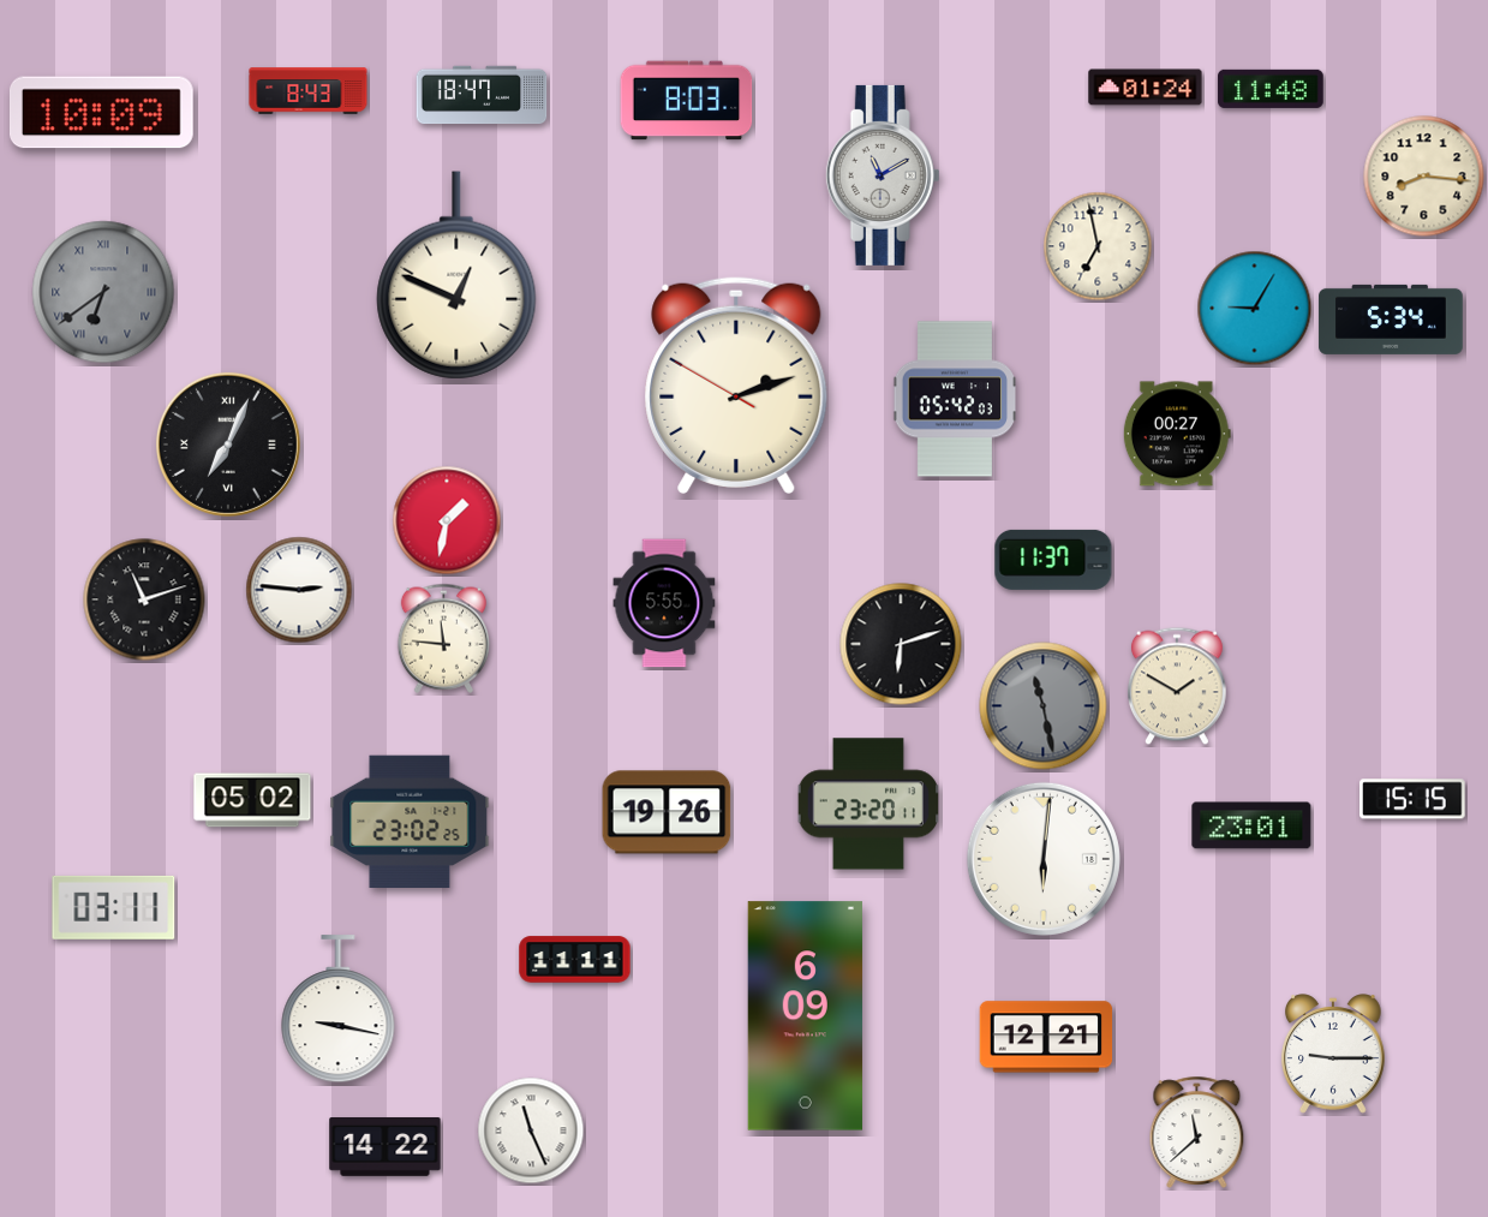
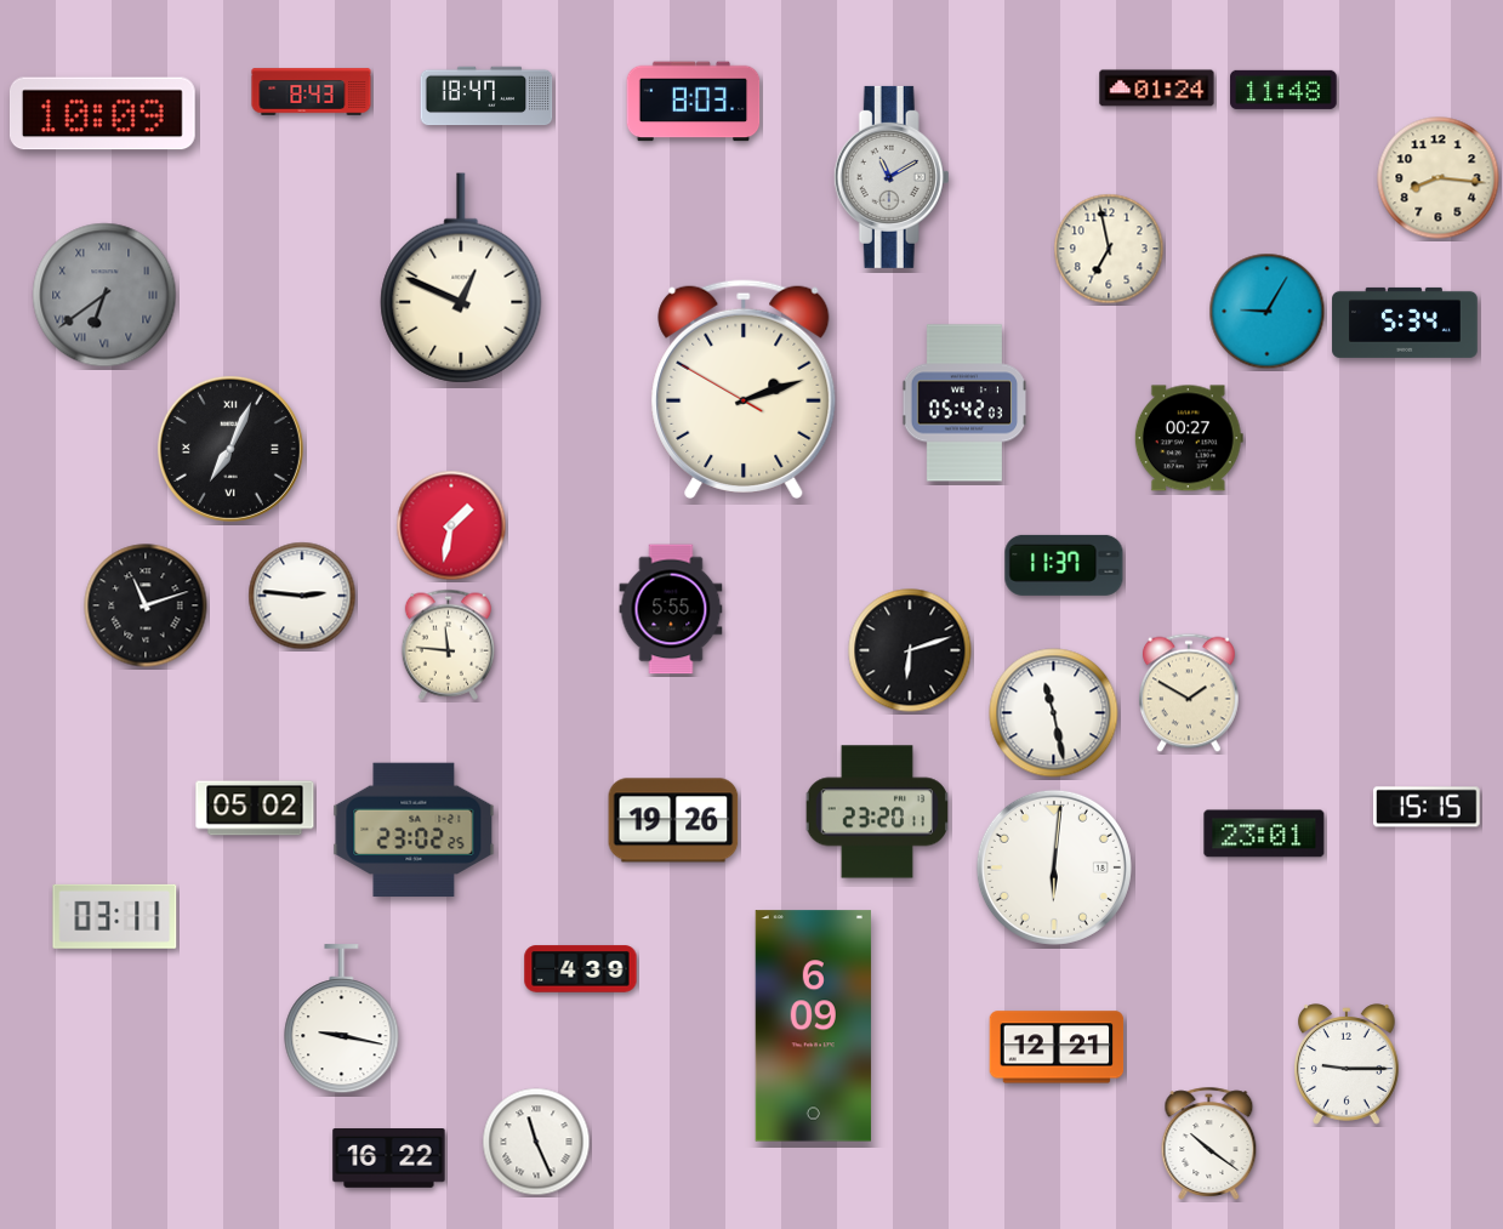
clock at (1044, 706) dial: grey -> white
clock at (575, 960): 11:11 -> 4:39
clock at (1197, 1132): 11:38 -> 10:21
clock at (386, 1147): 14:22 -> 16:22
